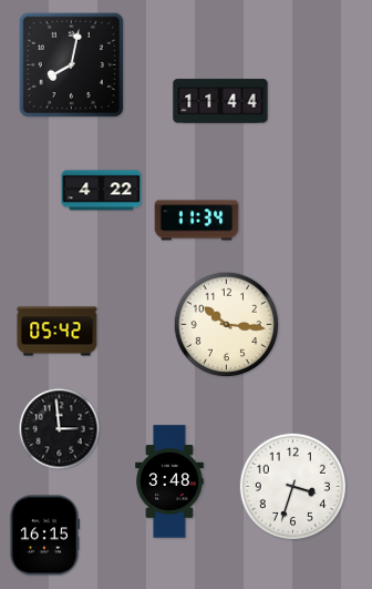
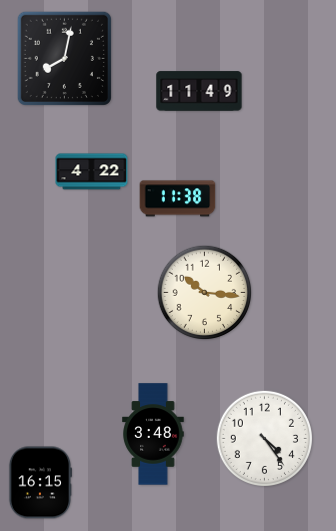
clock at (220, 101): 11:44 -> 11:49
clock at (197, 221): 11:34 -> 11:38
clock at (58, 332): 05:42 -> none
clock at (60, 429): 2:59 -> none
clock at (292, 486): 3:33 -> 4:24
